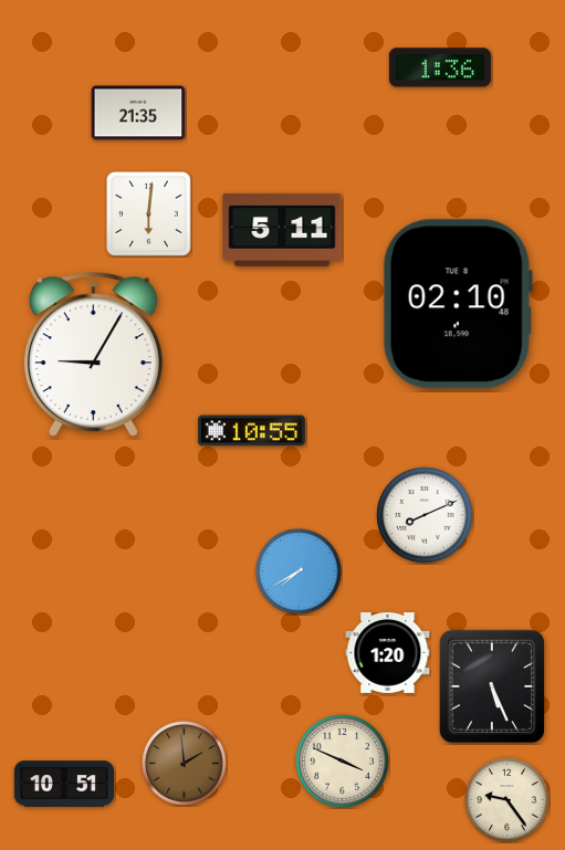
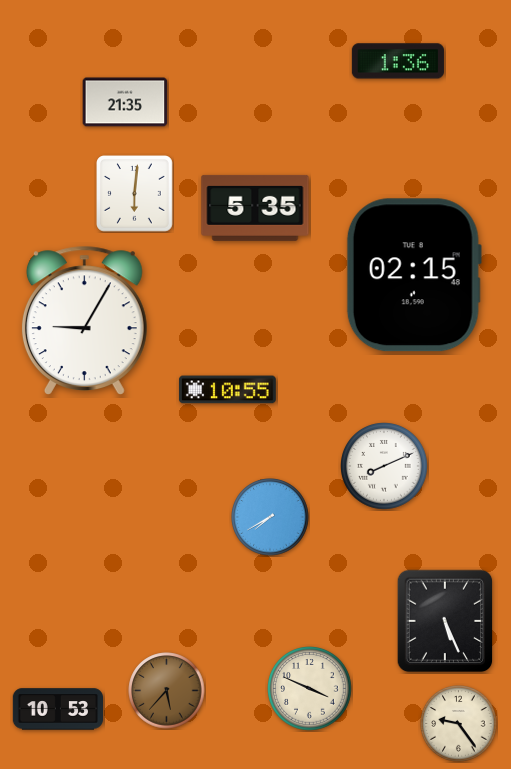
clock at (282, 230): 5:11 -> 5:35
clock at (458, 304): 02:10 -> 02:15
clock at (388, 652): 1:20 -> none
clock at (185, 764): 1:59 -> 5:37
clock at (64, 784): 10:51 -> 10:53
